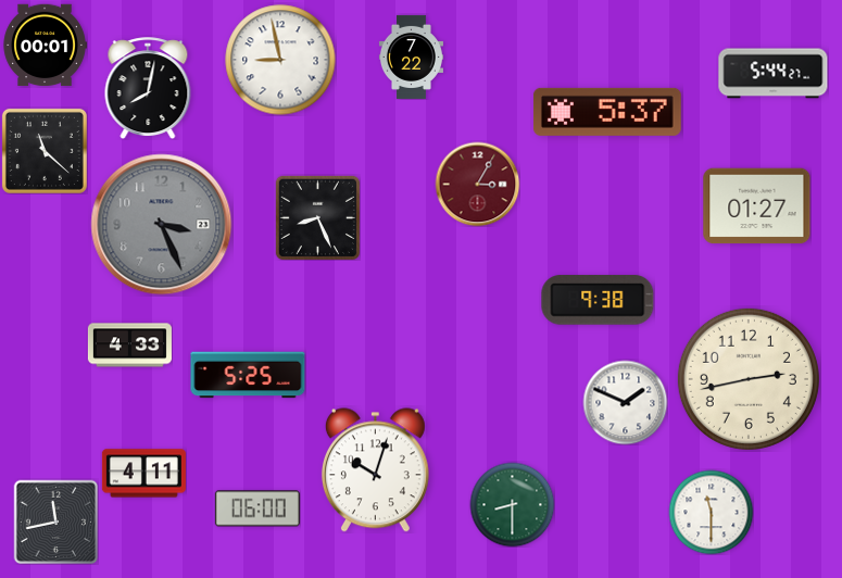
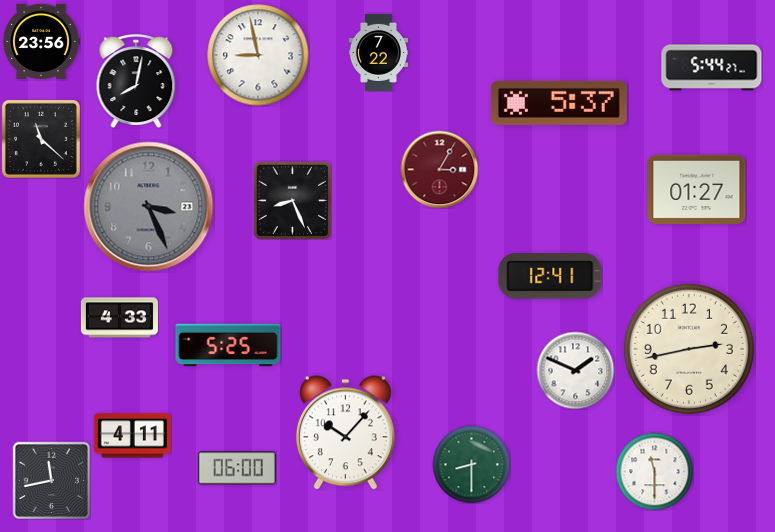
clock at (45, 46): 00:01 -> 23:56
clock at (598, 300): 9:38 -> 12:41
clock at (375, 470): 10:03 -> 10:07
